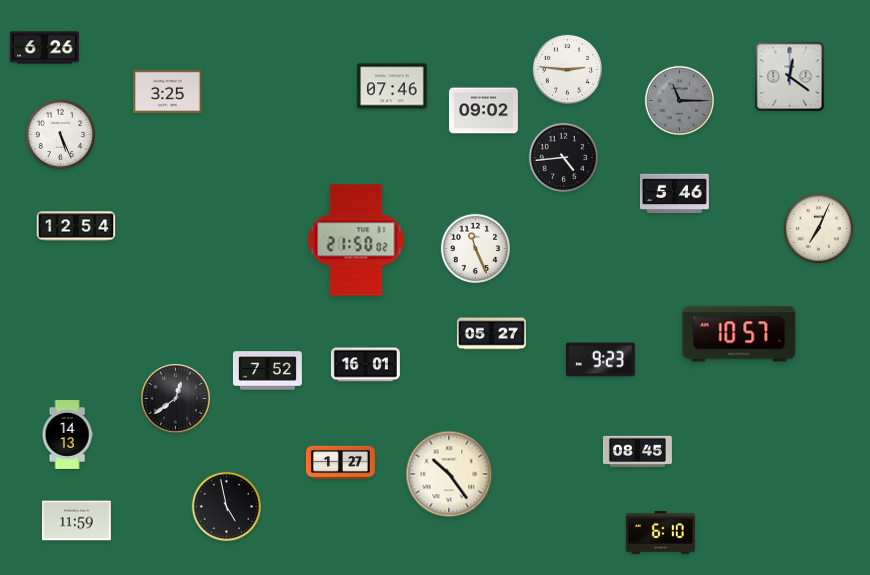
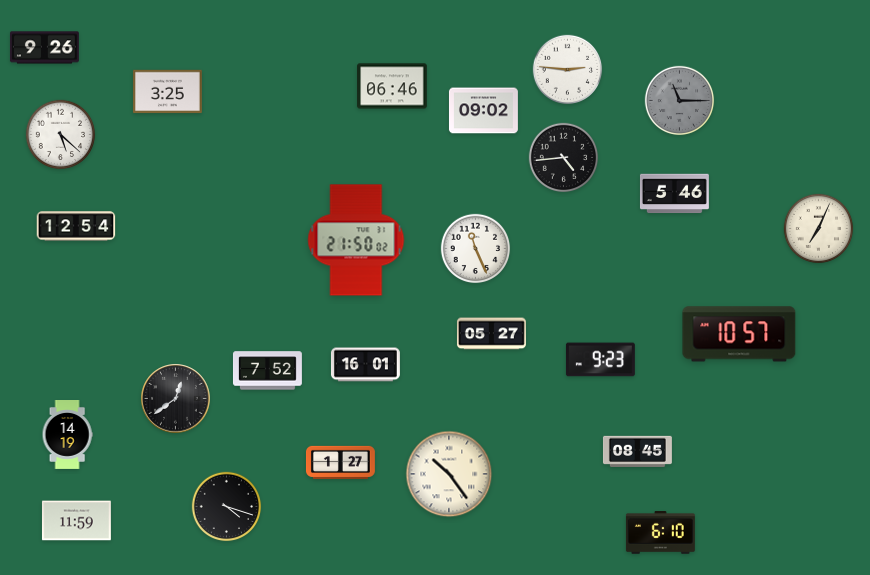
clock at (44, 48): 6:26 -> 9:26
clock at (790, 77): 12:21 -> none
clock at (392, 86): 07:46 -> 06:46
clock at (61, 135): 5:26 -> 5:22
clock at (67, 435): 14:13 -> 14:19
clock at (227, 507): 4:58 -> 4:18
